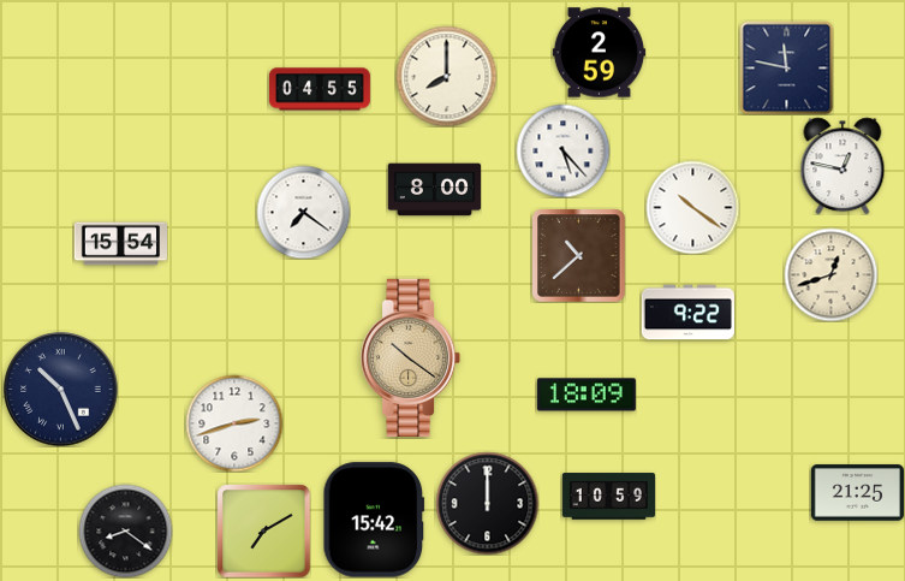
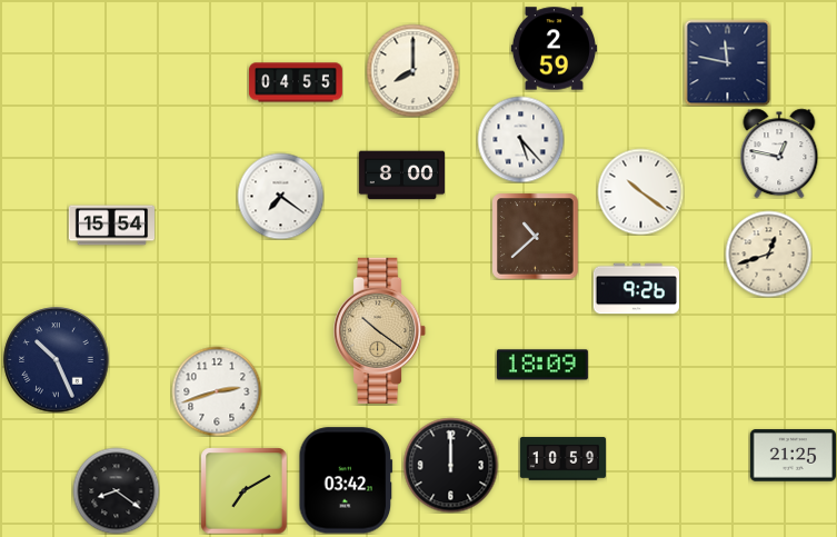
clock at (687, 313): 9:22 -> 9:26
clock at (374, 520): 15:42 -> 03:42
